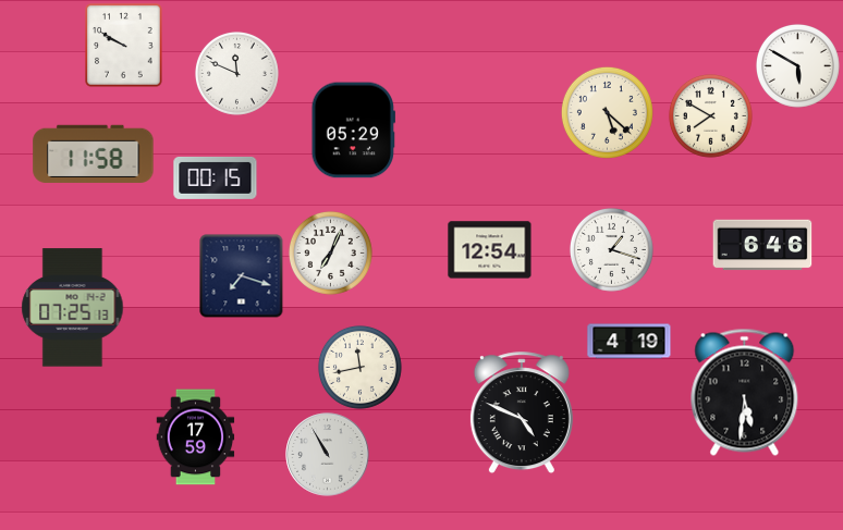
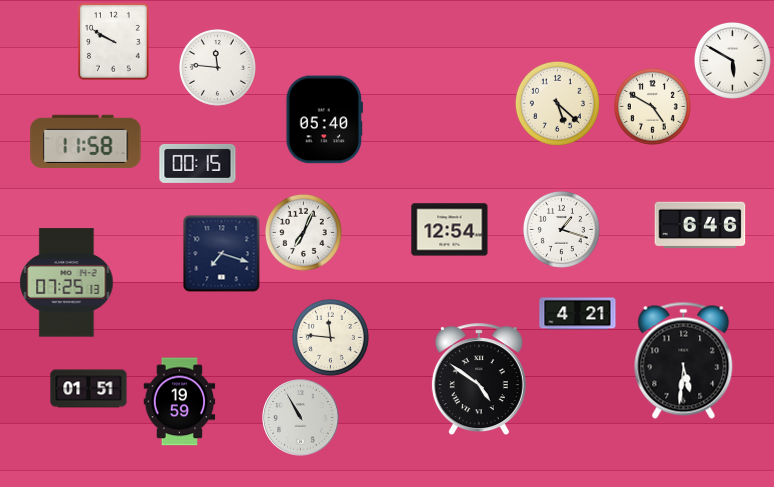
clock at (236, 73): 11:49 -> 11:46
clock at (710, 115): 7:50 -> 4:50
clock at (353, 131): 05:29 -> 05:40
clock at (630, 342): 4:19 -> 4:21
clock at (359, 367): 11:43 -> 11:46
clock at (522, 414): 4:49 -> 4:51
clock at (89, 389): none -> 01:51
clock at (196, 437): 17:59 -> 19:59
